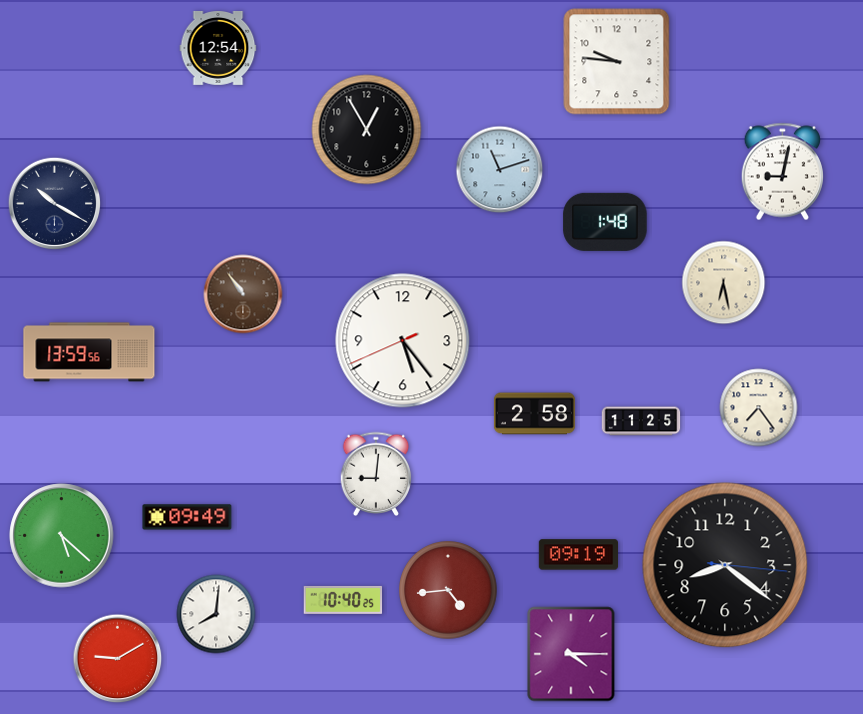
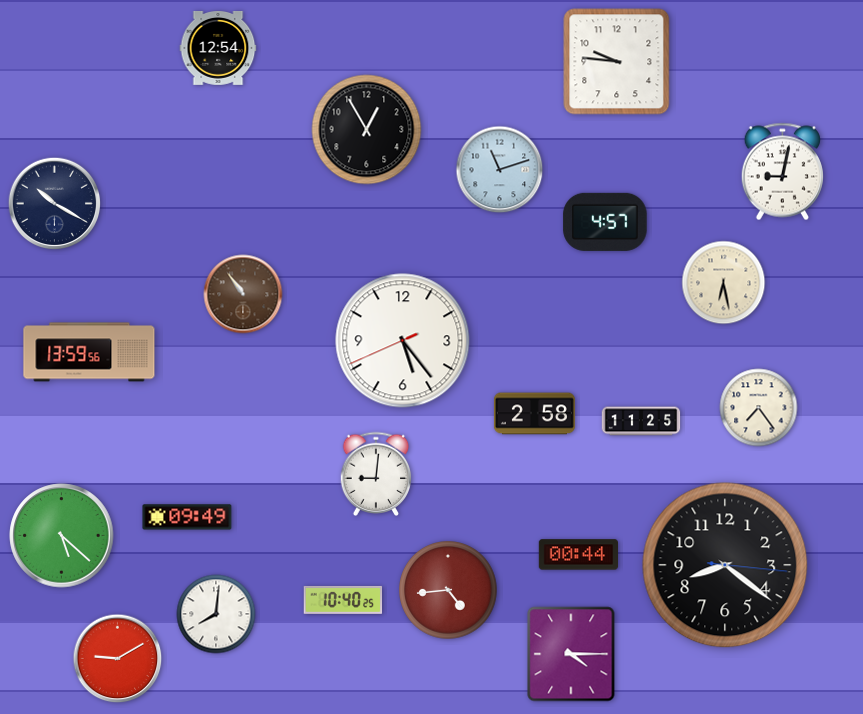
clock at (605, 222): 1:48 -> 4:57
clock at (578, 555): 09:19 -> 00:44
